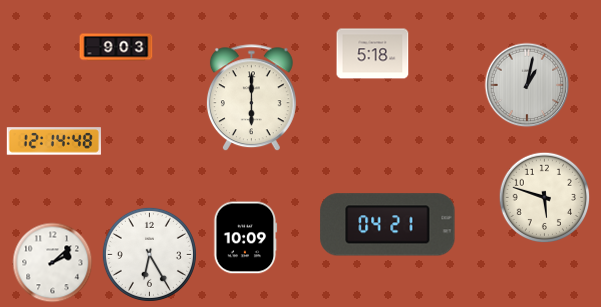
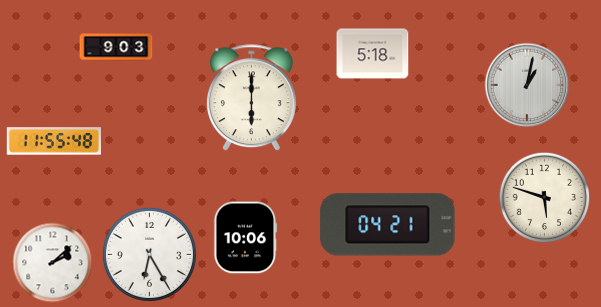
clock at (54, 141): 12:14 -> 11:55
clock at (246, 238): 10:09 -> 10:06
